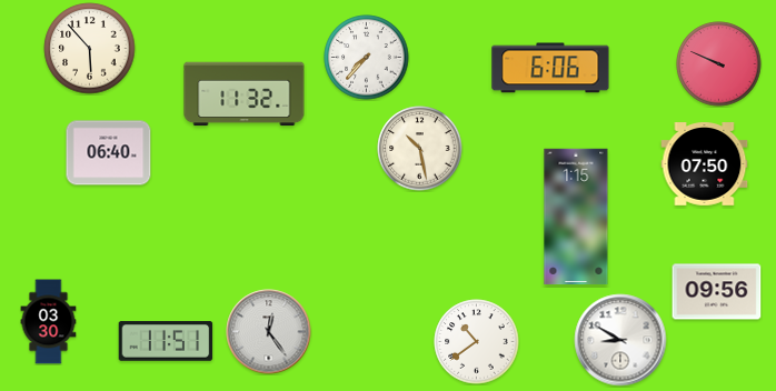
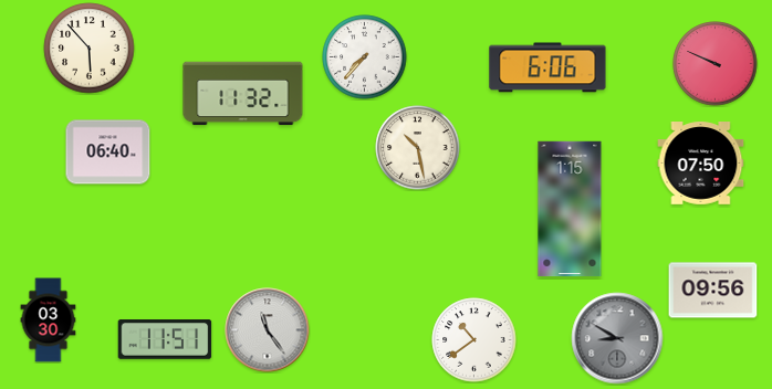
clock at (576, 217) position: (576, 217) -> (570, 209)
clock at (269, 332): 12:24 -> 11:24
clock at (620, 340) dial: white -> grey
